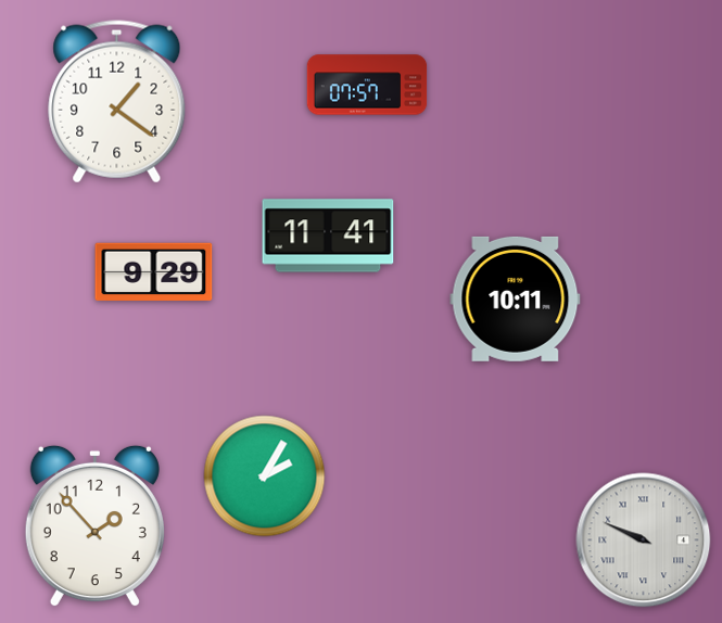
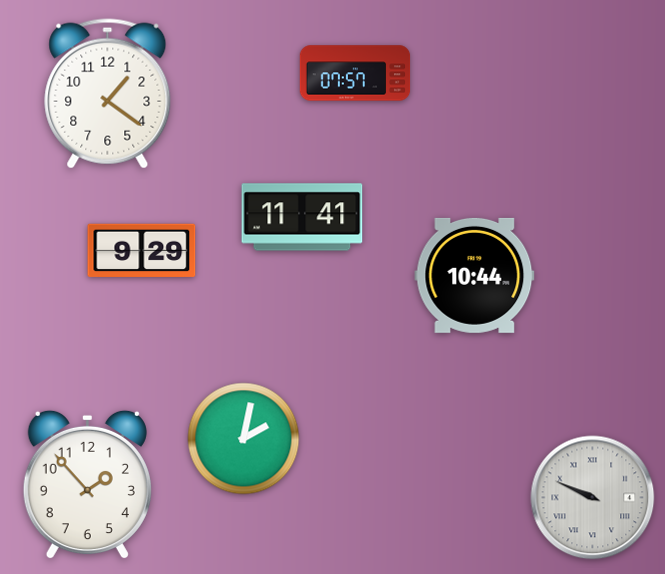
clock at (367, 85) position: (367, 85) -> (355, 73)
clock at (516, 298): 10:11 -> 10:44
clock at (265, 476): 2:05 -> 2:02
